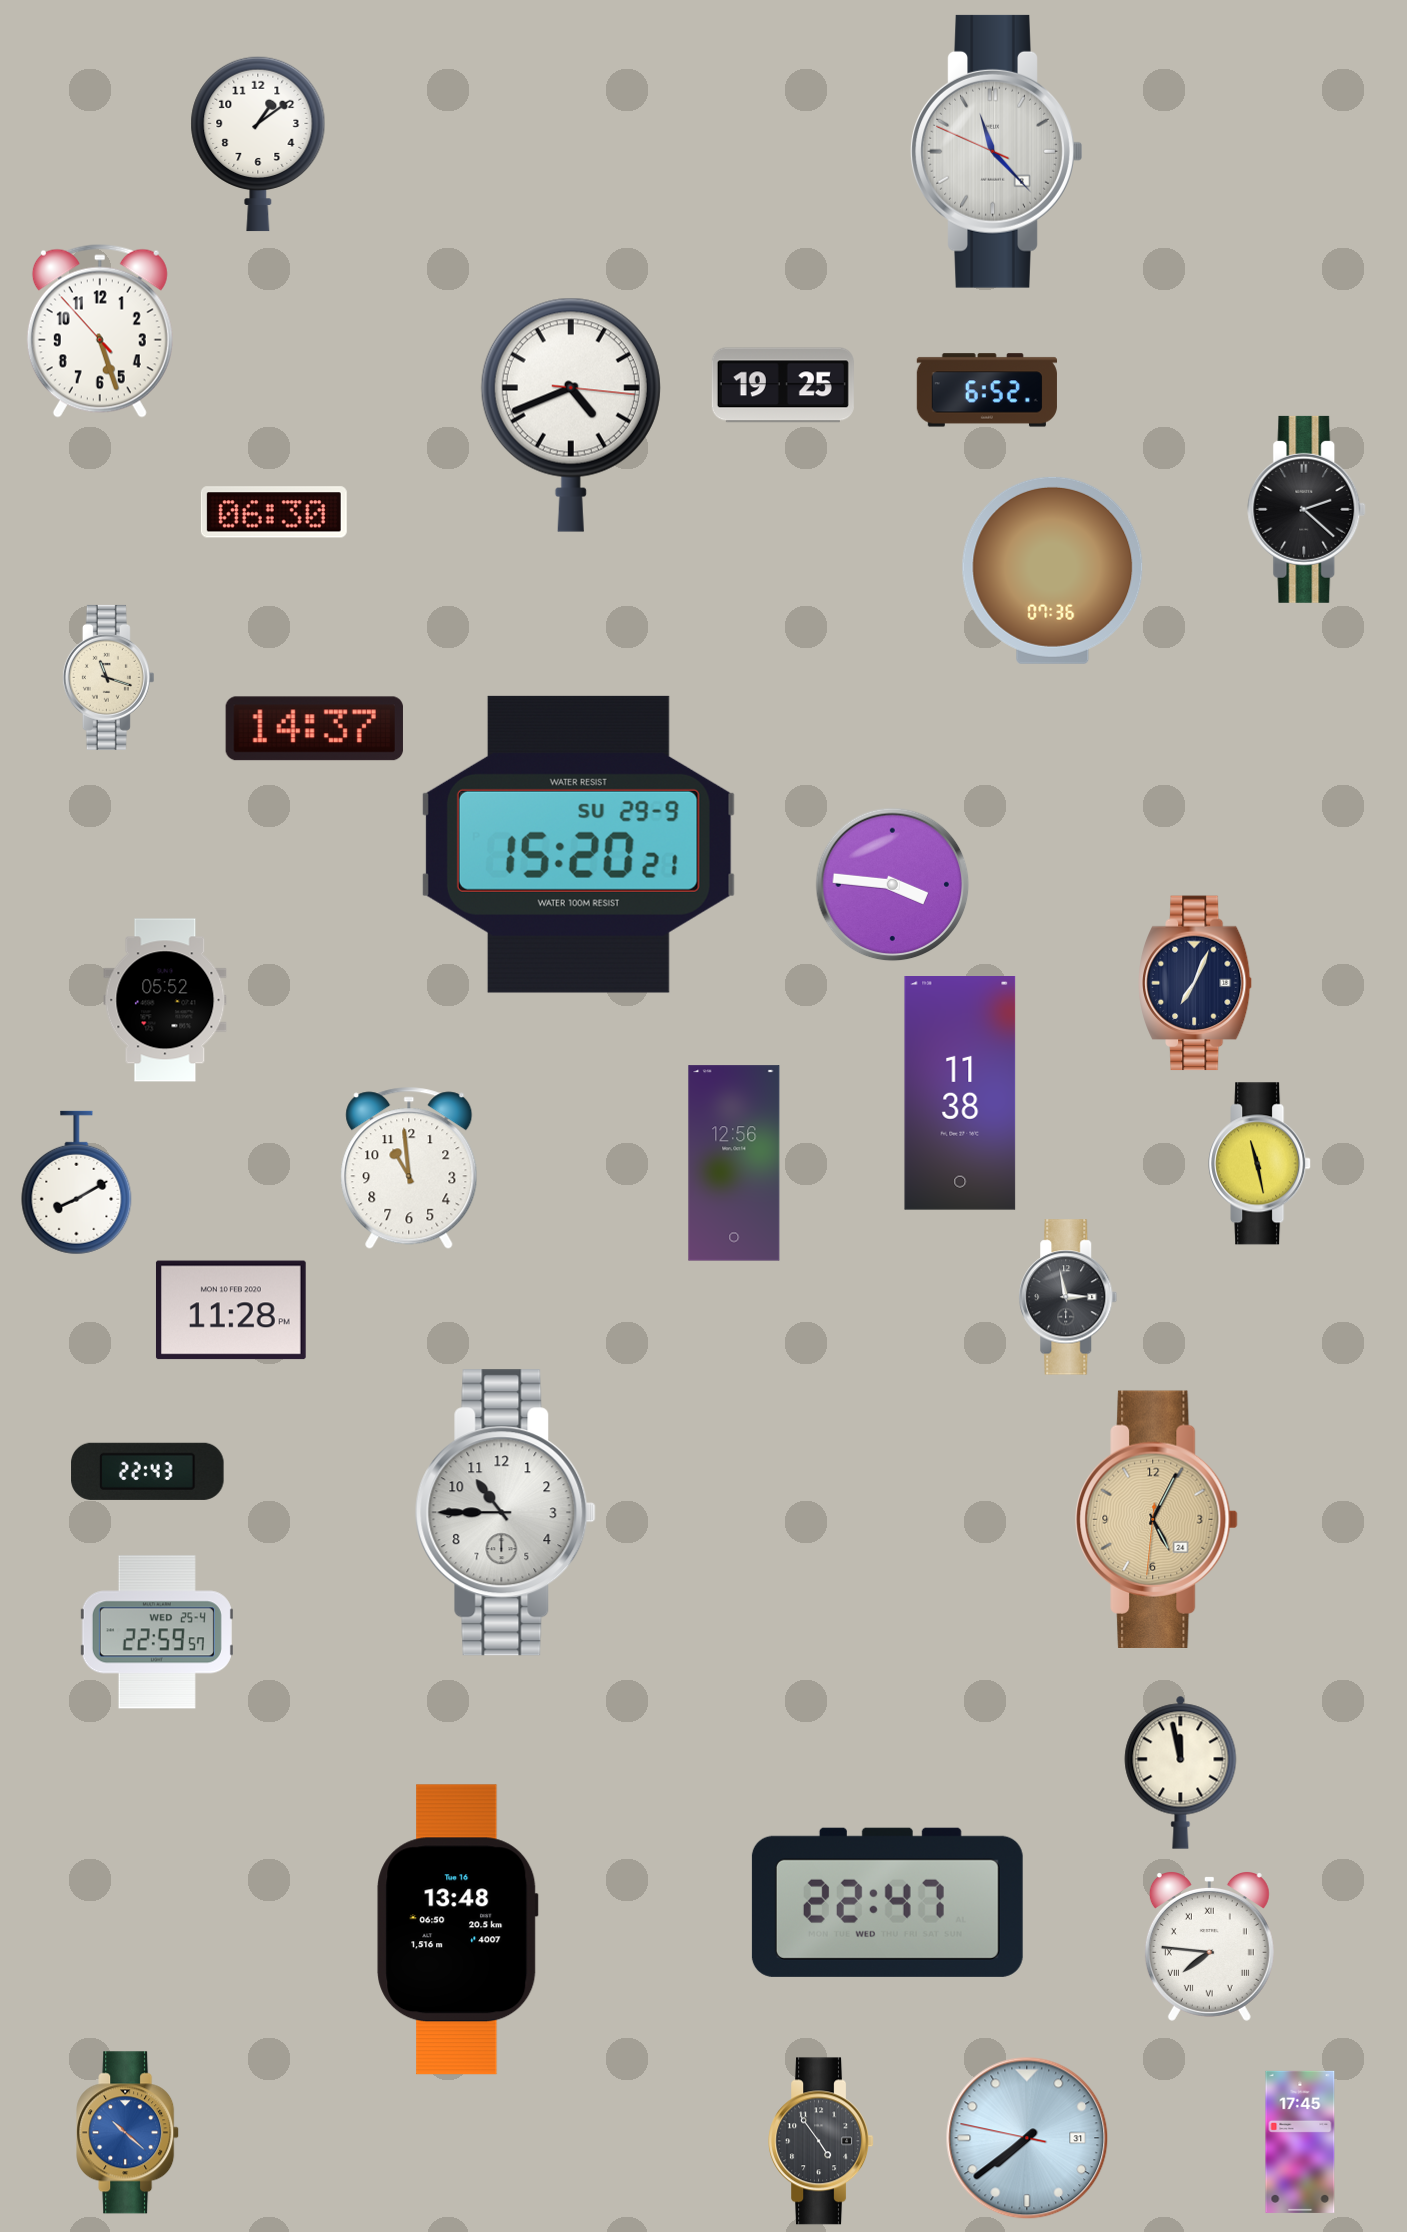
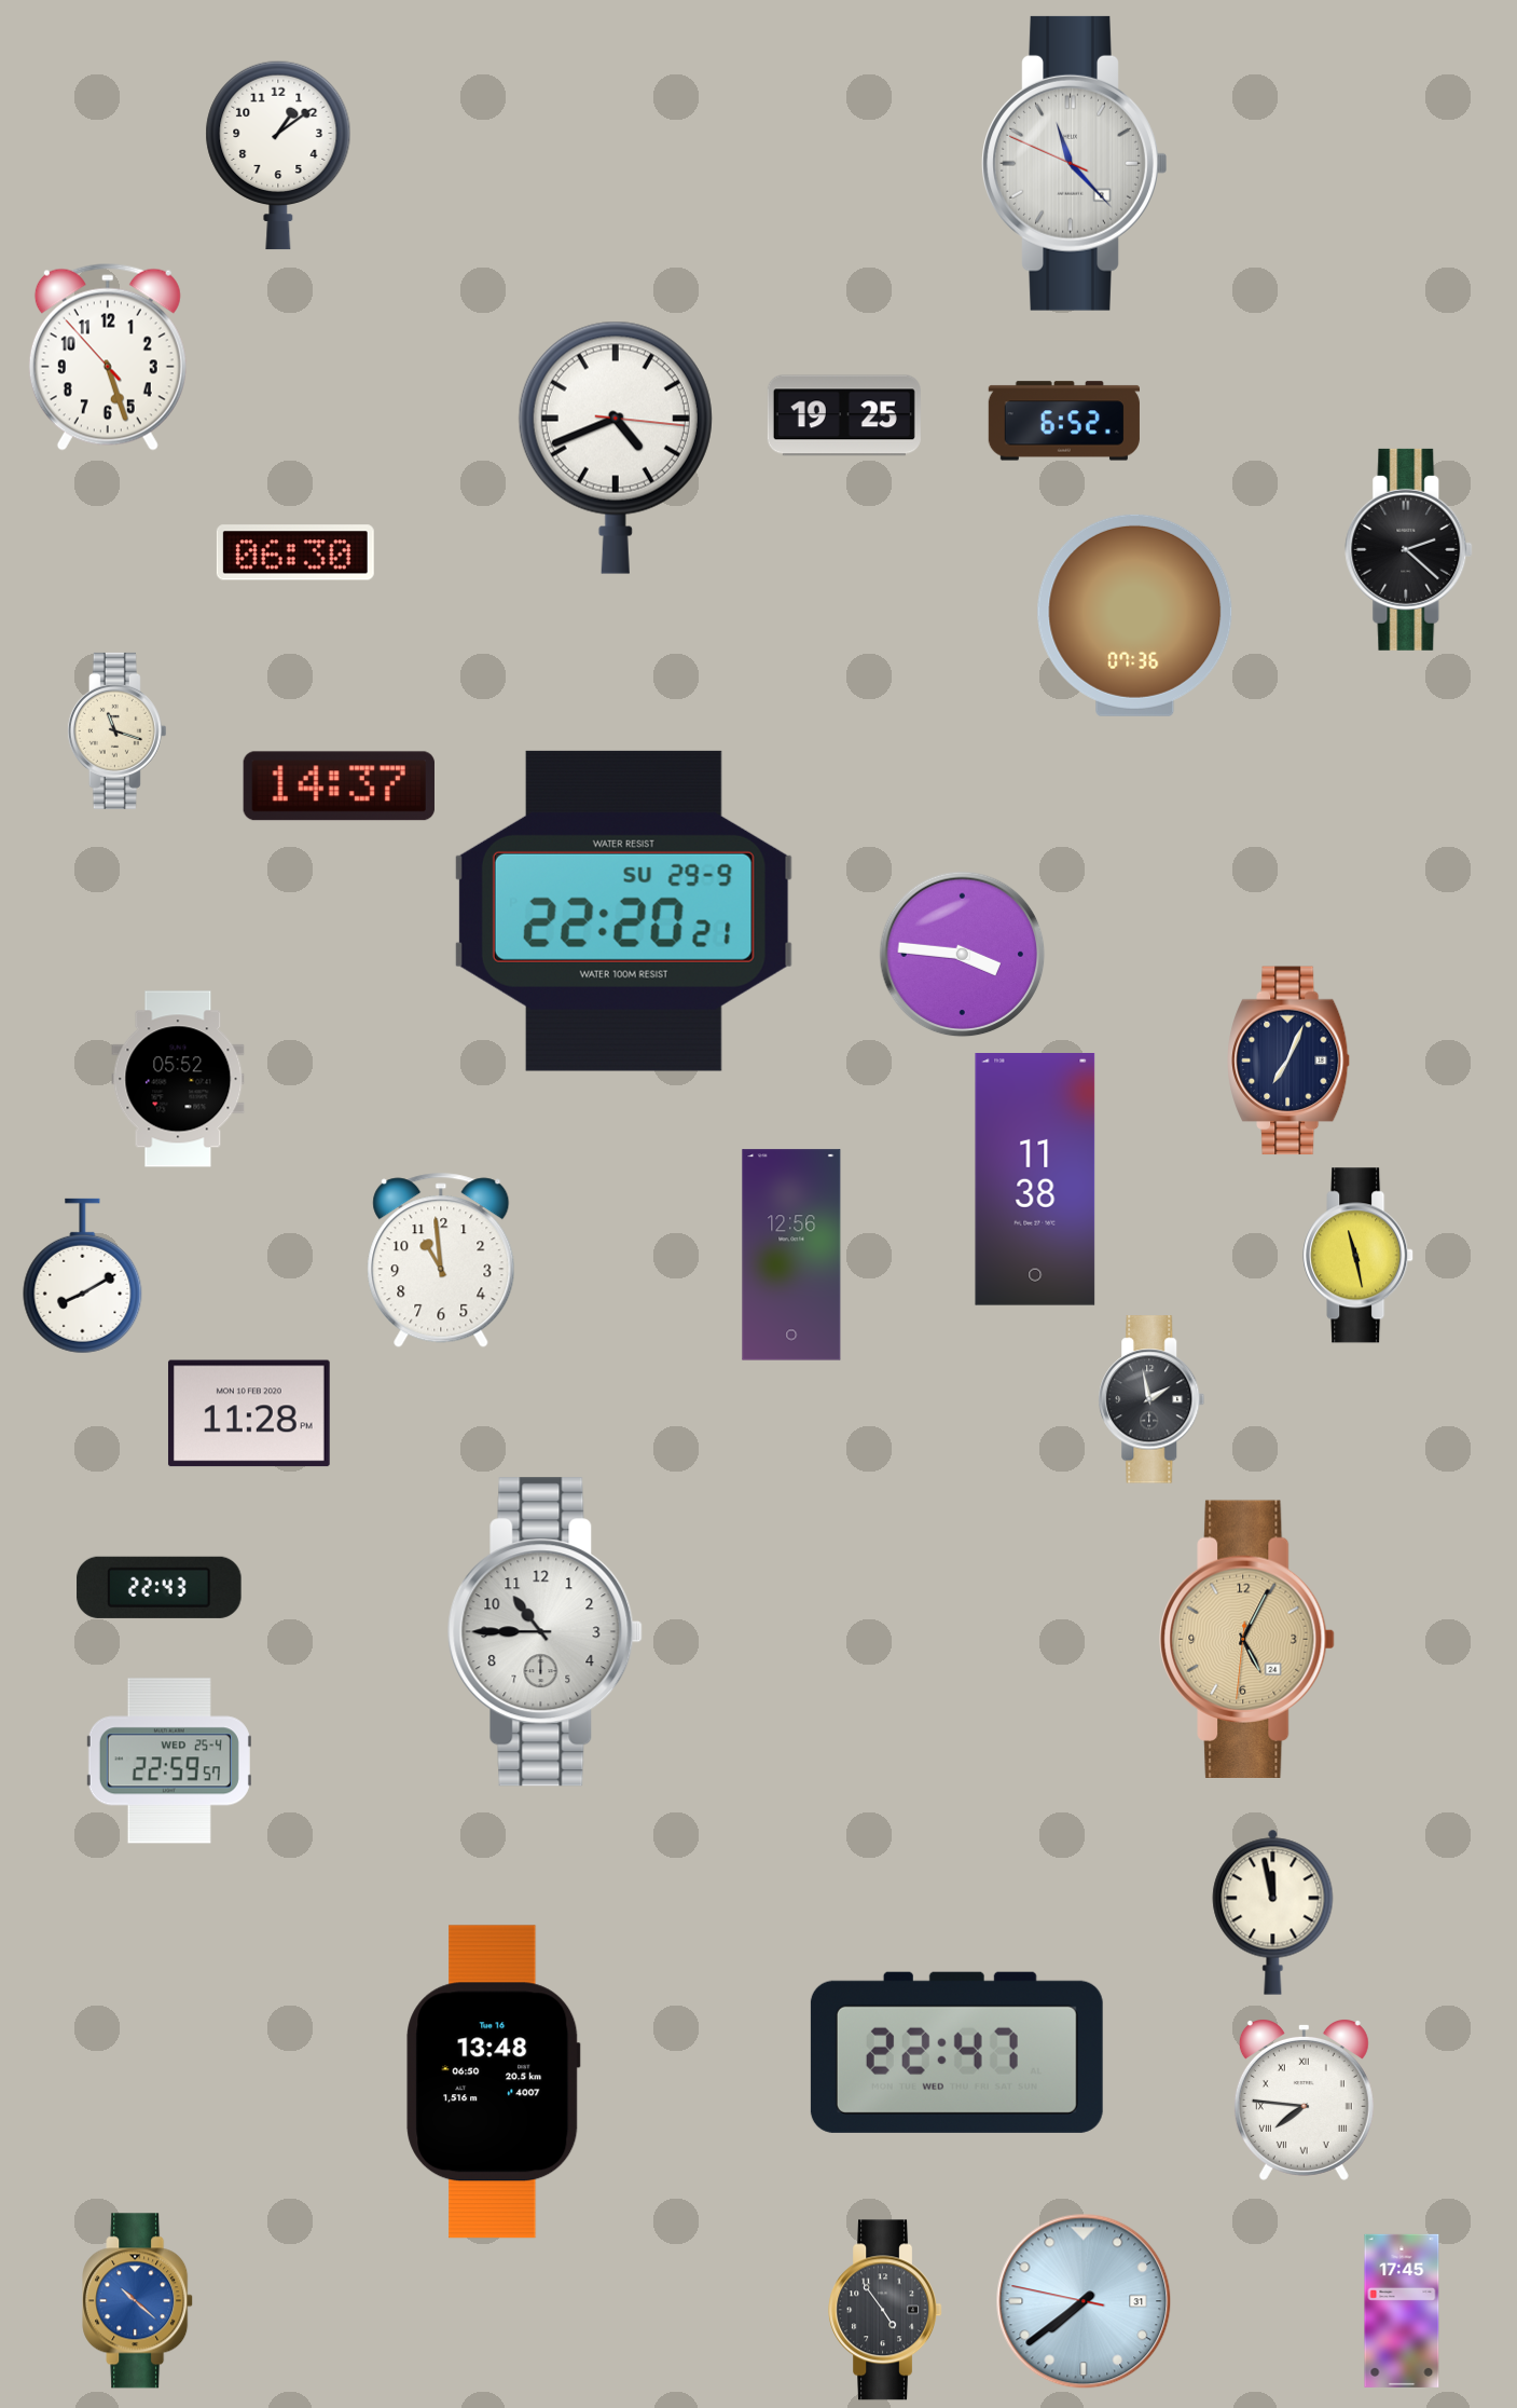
clock at (578, 844): 15:20 -> 22:20
clock at (1068, 1297): 2:58 -> 1:58
clock at (1027, 2138) position: (1027, 2138) -> (1084, 2301)
